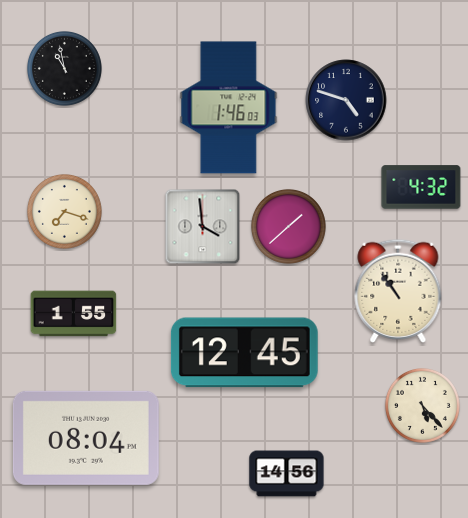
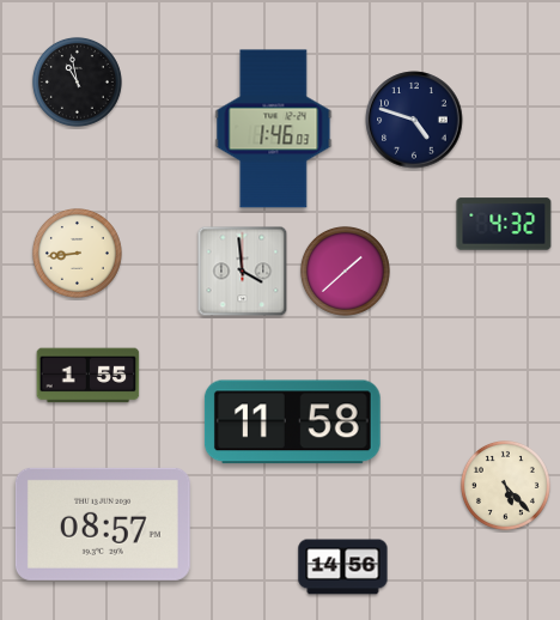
clock at (64, 211): 7:18 -> 8:44
clock at (398, 291): 10:54 -> none
clock at (244, 353): 12:45 -> 11:58
clock at (86, 438): 08:04 -> 08:57
